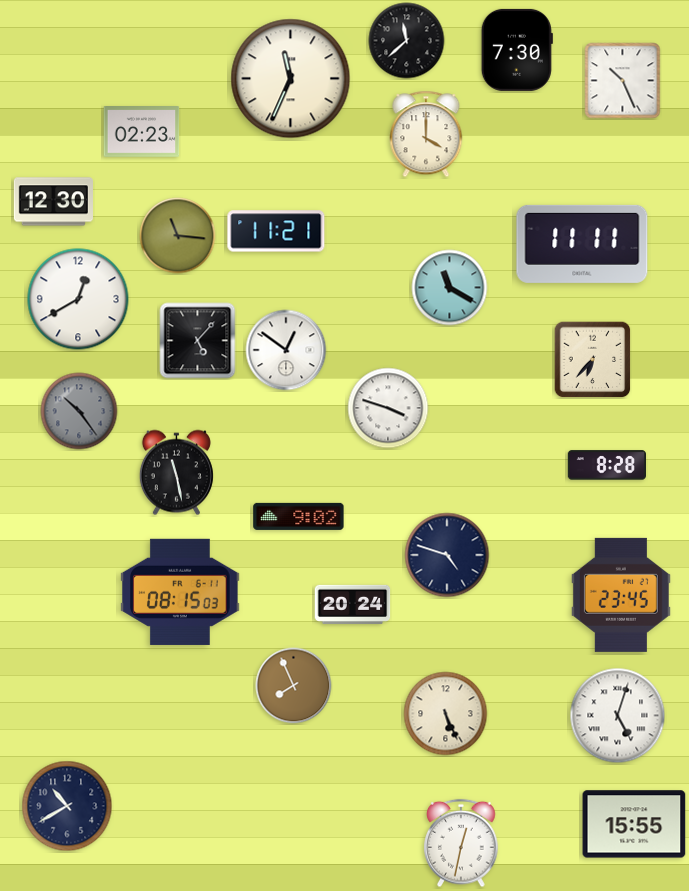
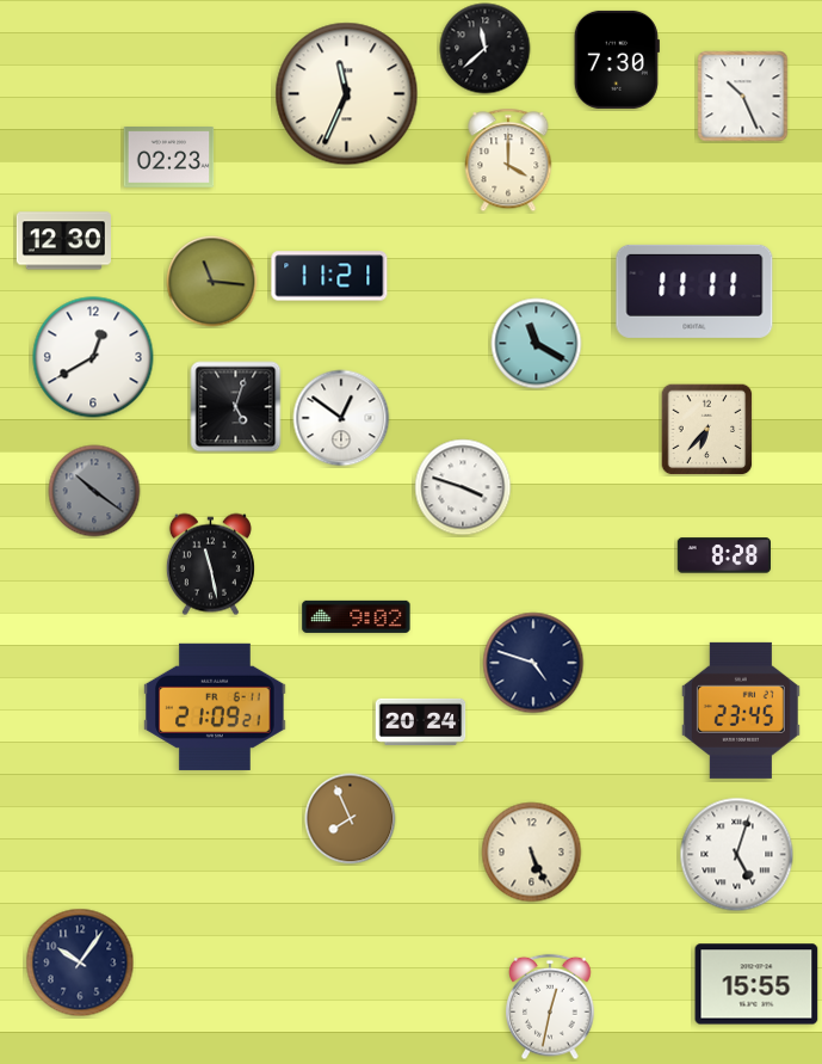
clock at (198, 341): 5:07 -> 5:03
clock at (79, 411): 10:24 -> 10:21
clock at (180, 592): 08:15 -> 21:09
clock at (67, 806): 10:40 -> 10:06
